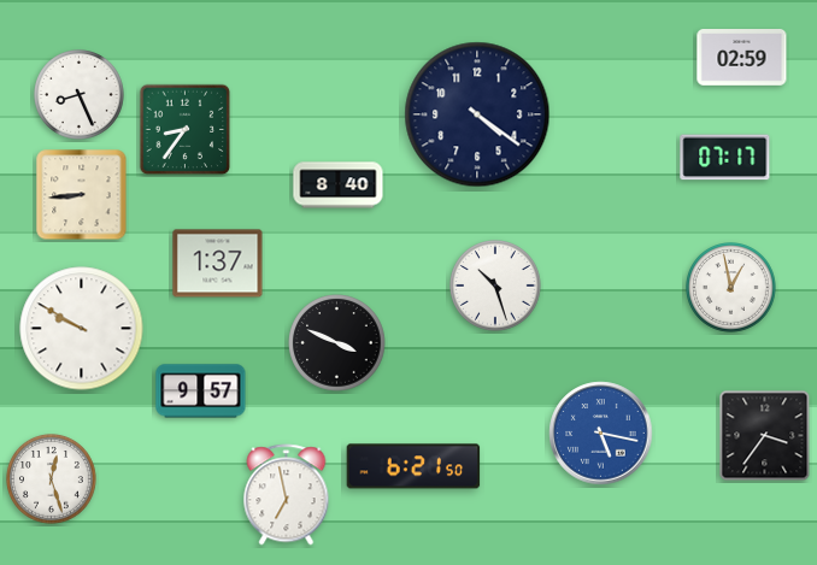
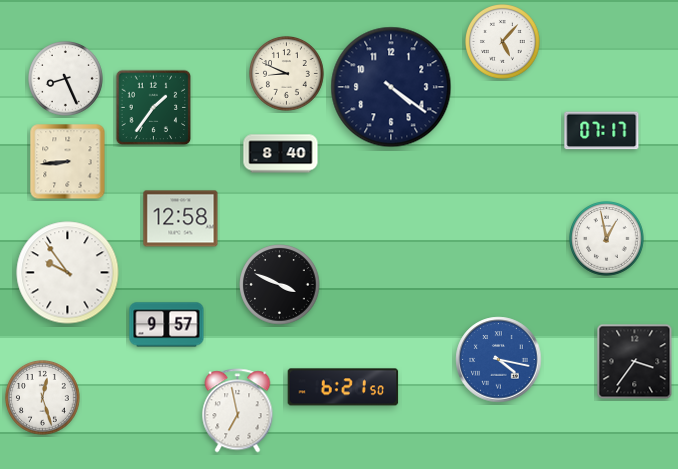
clock at (503, 42): none -> 5:07
clock at (742, 58): 02:59 -> none
clock at (287, 74): none -> 8:49
clock at (477, 114) position: (477, 114) -> (391, 87)
clock at (186, 130): 8:36 -> 1:36
clock at (218, 264): 1:37 -> 12:58
clock at (496, 287): 10:27 -> none
clock at (82, 329): 9:50 -> 9:54
clock at (601, 434): 5:17 -> 4:17
